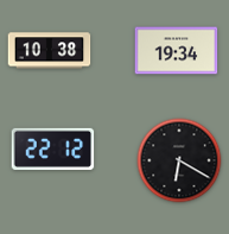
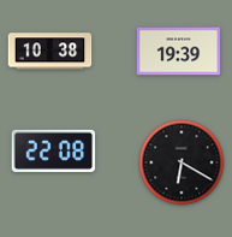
clock at (177, 51): 19:34 -> 19:39
clock at (53, 148): 22:12 -> 22:08
